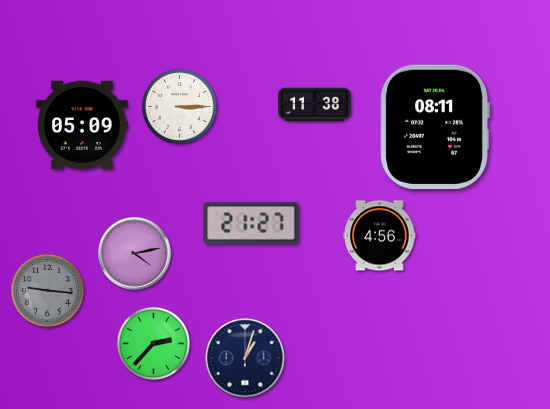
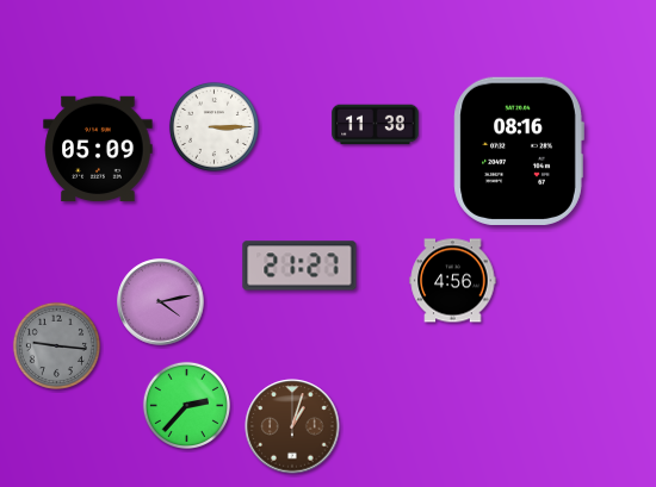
clock at (435, 127): 08:11 -> 08:16
clock at (153, 343) position: (153, 343) -> (186, 405)
clock at (245, 358) dial: navy -> brown
